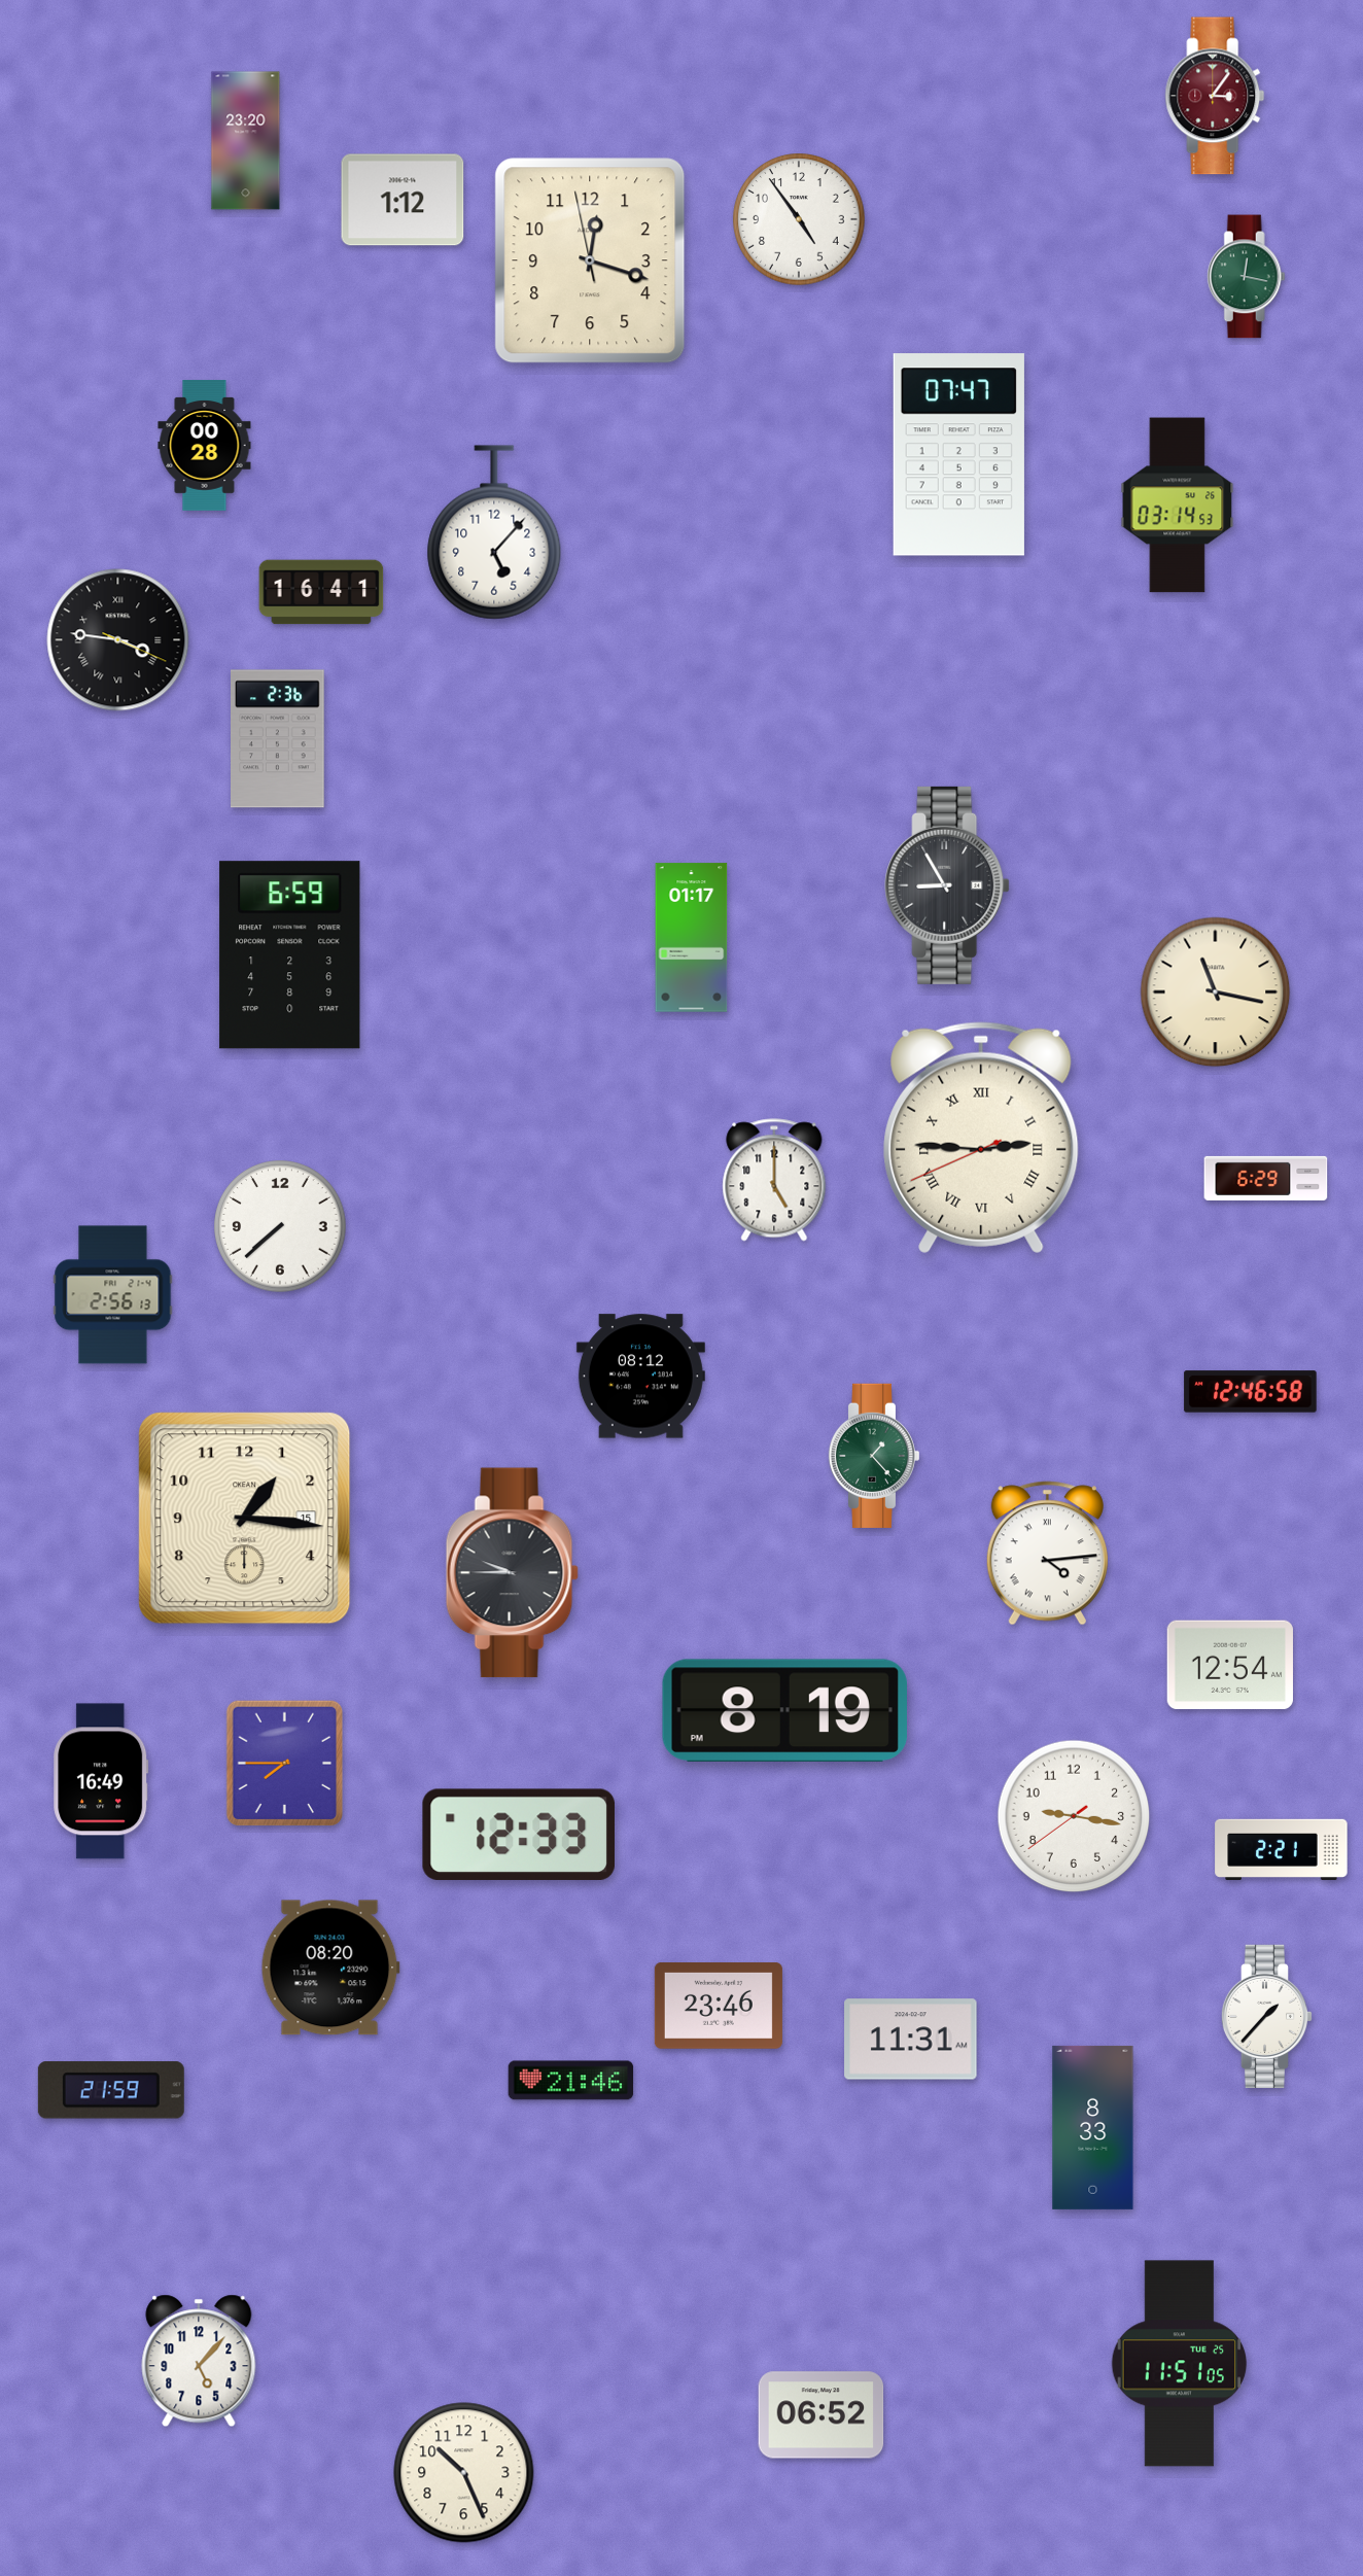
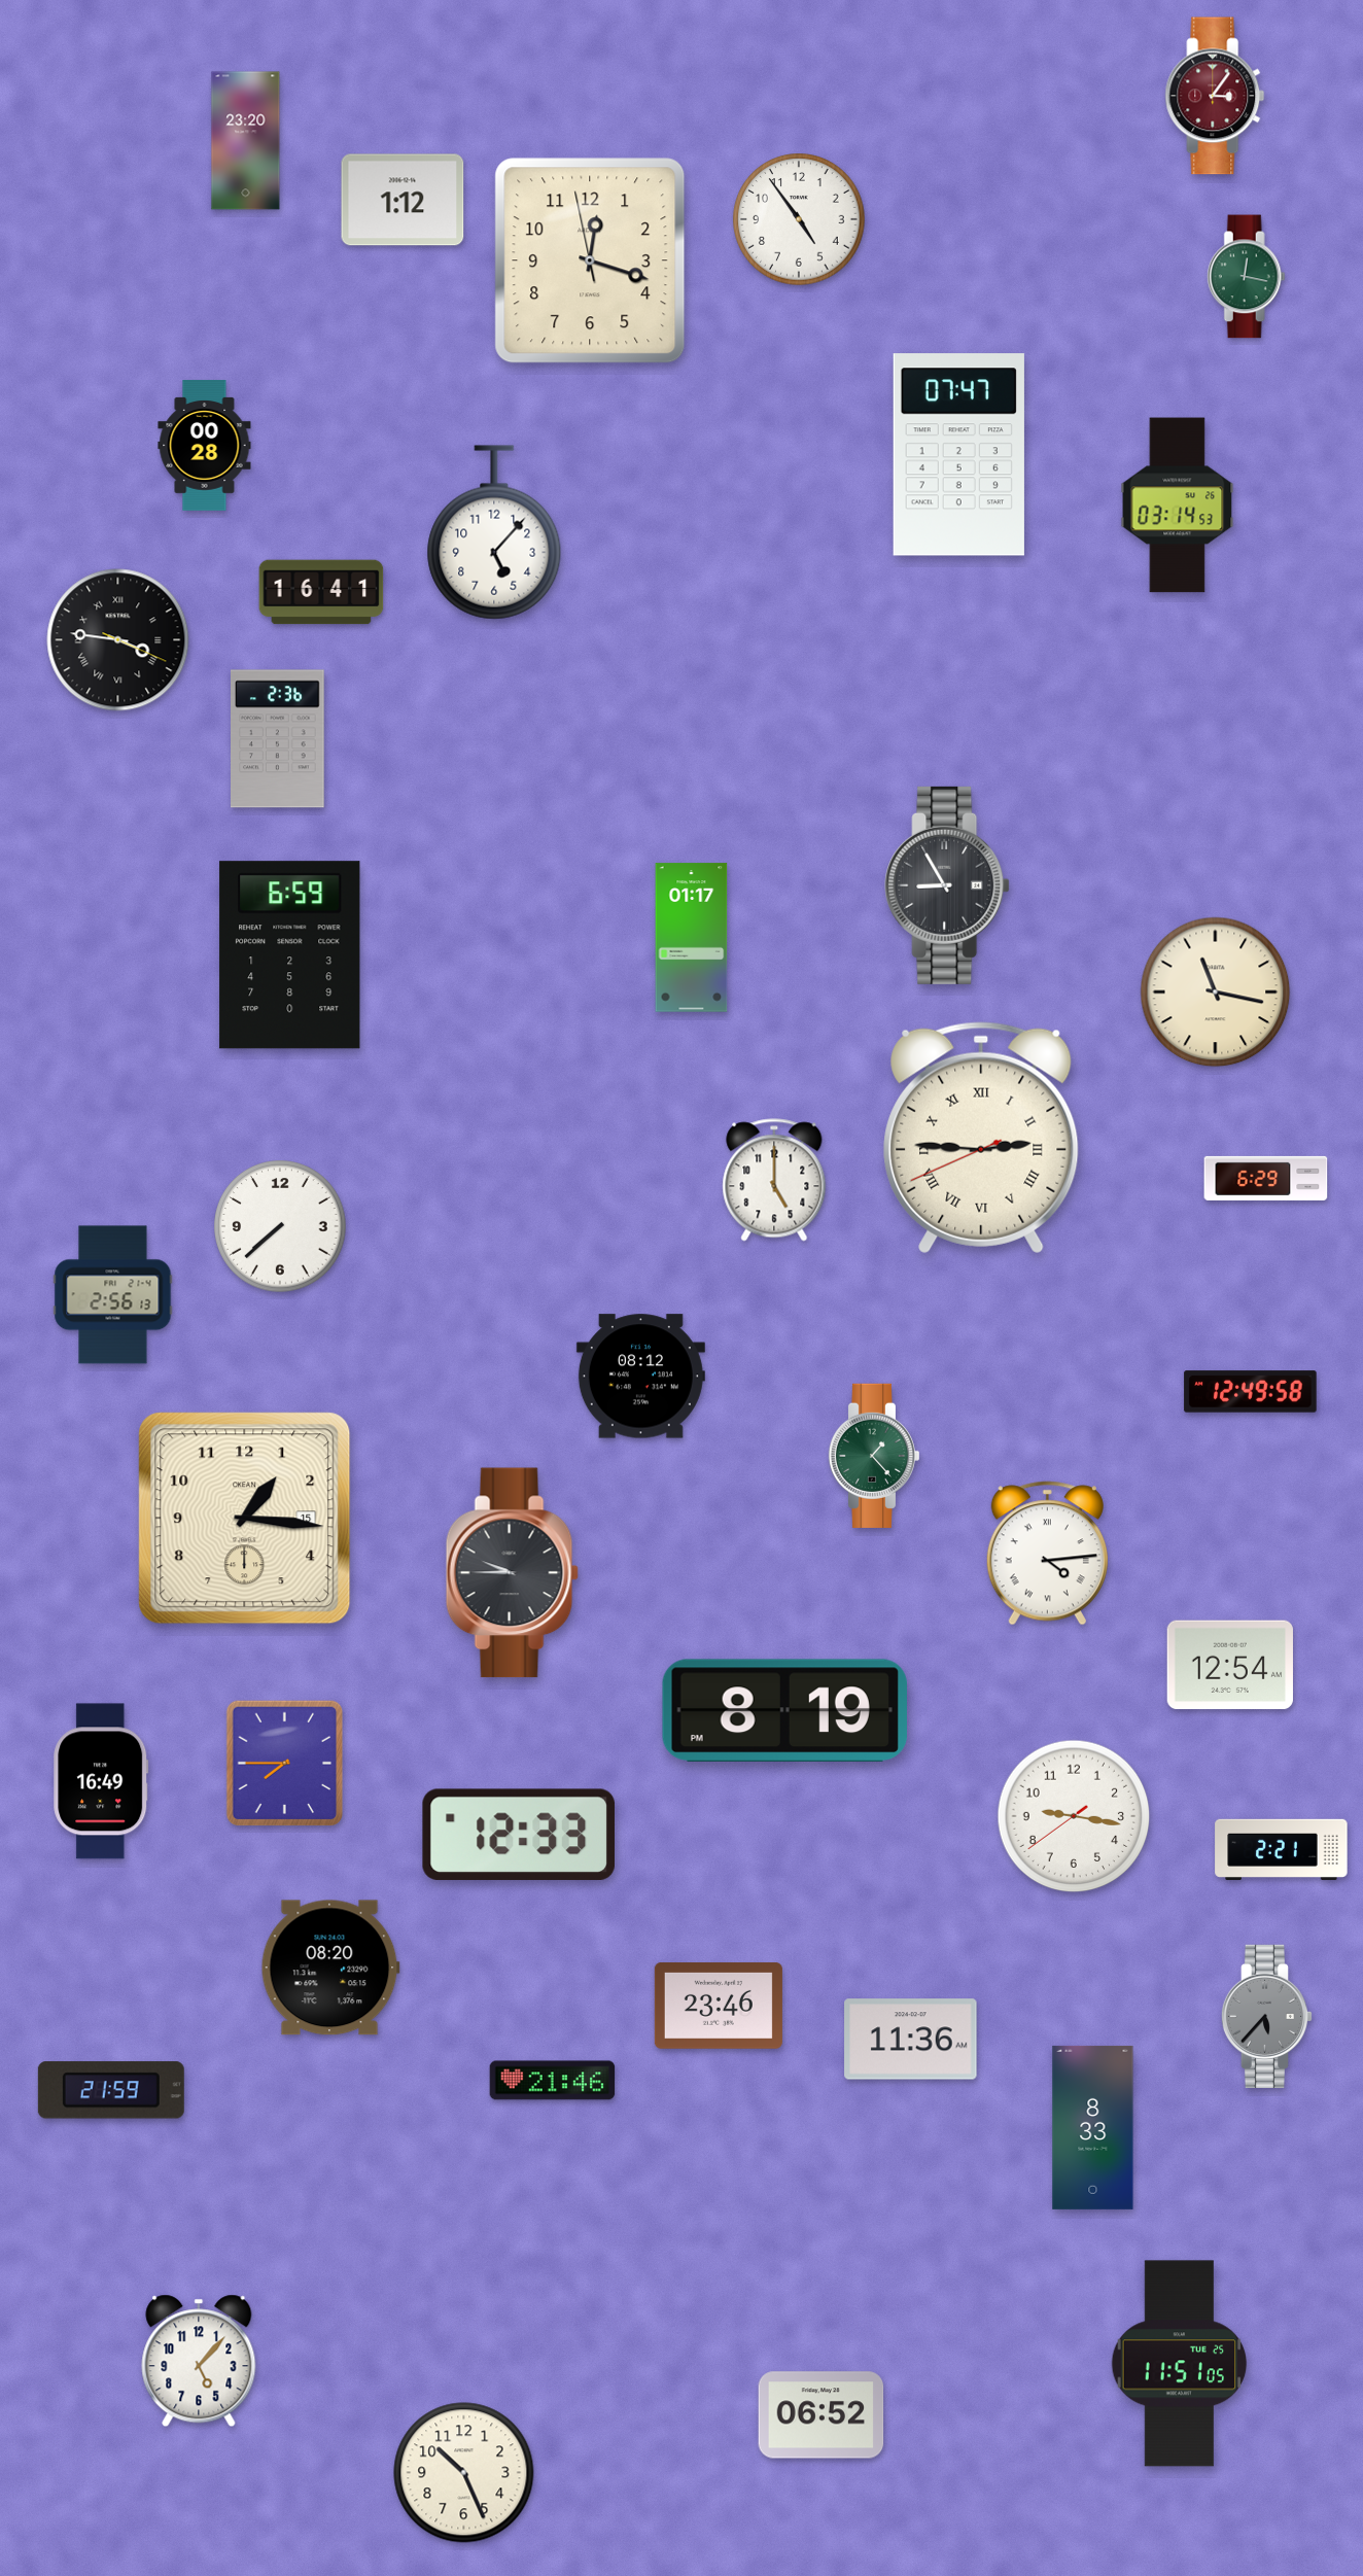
clock at (1251, 1392): 12:46 -> 12:49
clock at (1267, 2016): 1:37 -> 5:37
clock at (1267, 2016) dial: white -> grey
clock at (911, 2040): 11:31 -> 11:36
clock at (571, 2081) position: (571, 2081) -> (553, 2081)
